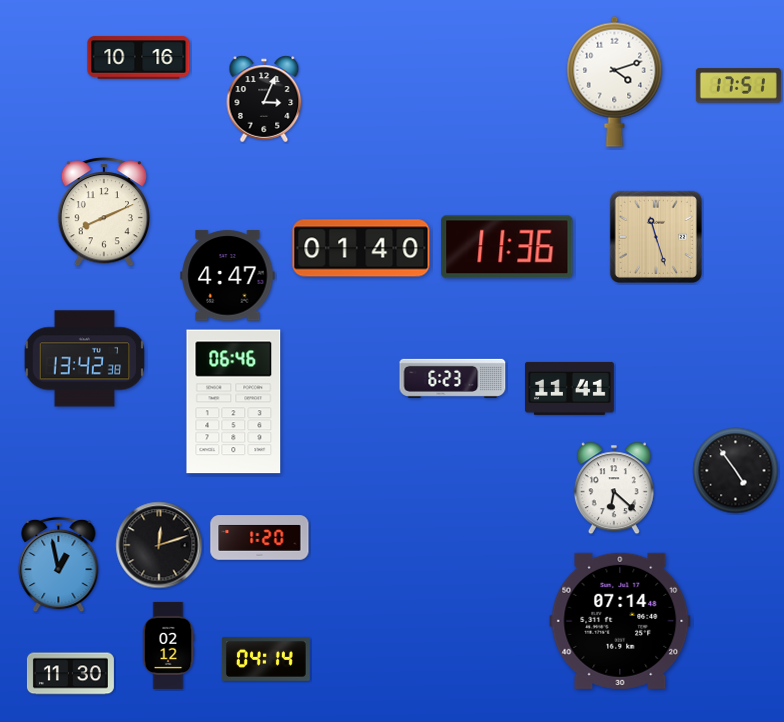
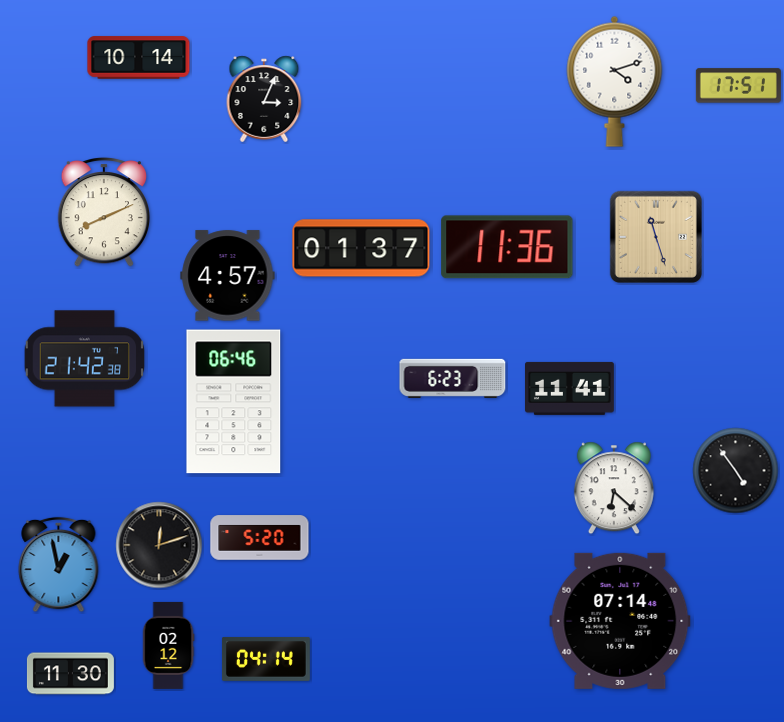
clock at (139, 58): 10:16 -> 10:14
clock at (361, 248): 01:40 -> 01:37
clock at (228, 276): 4:47 -> 4:57
clock at (85, 359): 13:42 -> 21:42
clock at (260, 538): 1:20 -> 5:20
